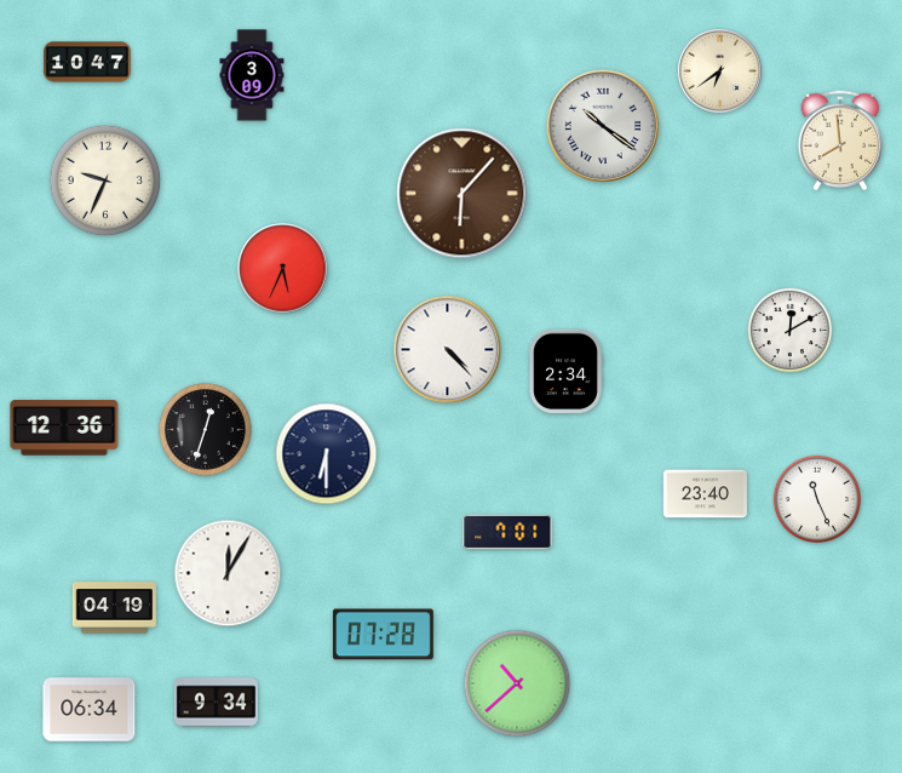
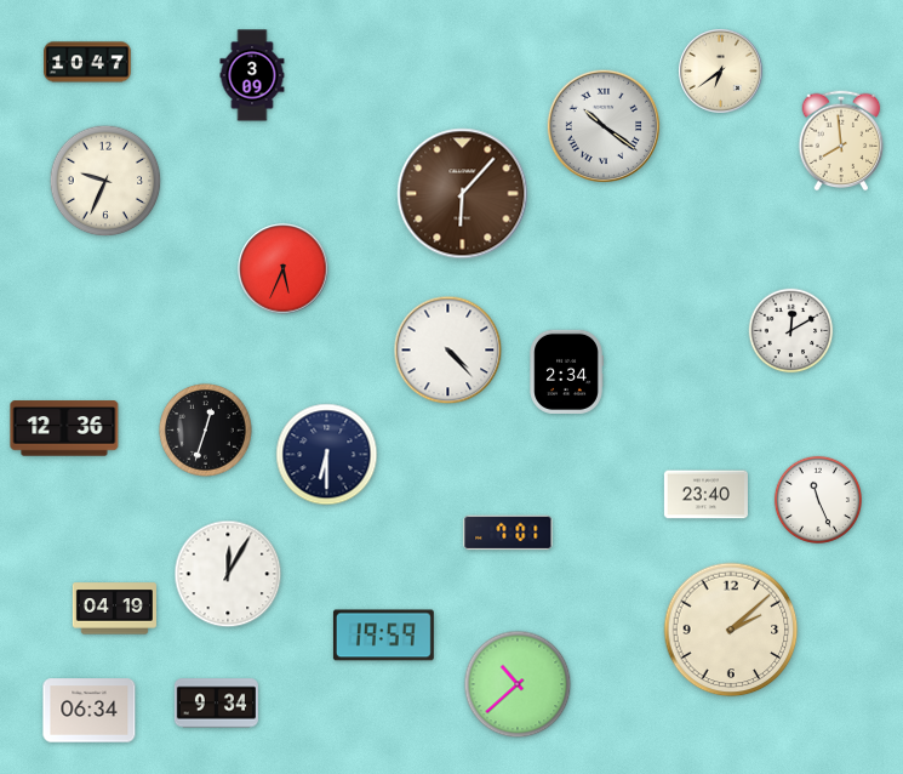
clock at (731, 630): none -> 2:08
clock at (383, 635): 07:28 -> 19:59
